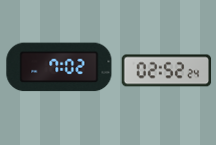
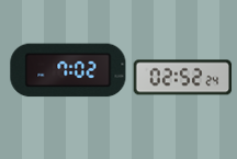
clock at (59, 67) position: (59, 67) -> (68, 70)
